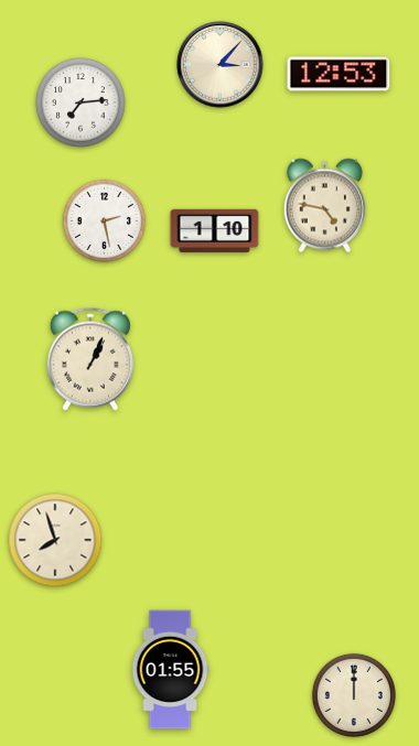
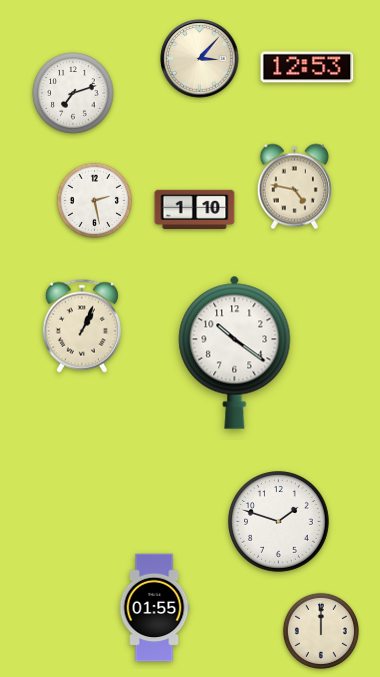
clock at (80, 102): 7:14 -> 7:12
clock at (235, 352): none -> 10:21
clock at (55, 540): 7:57 -> none
clock at (279, 522): none -> 1:48
